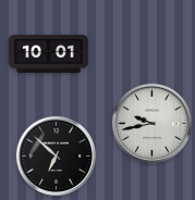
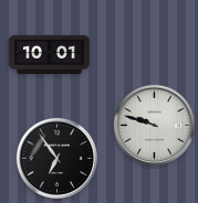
clock at (151, 123): 9:43 -> 9:48
clock at (56, 155): 6:52 -> 6:54
